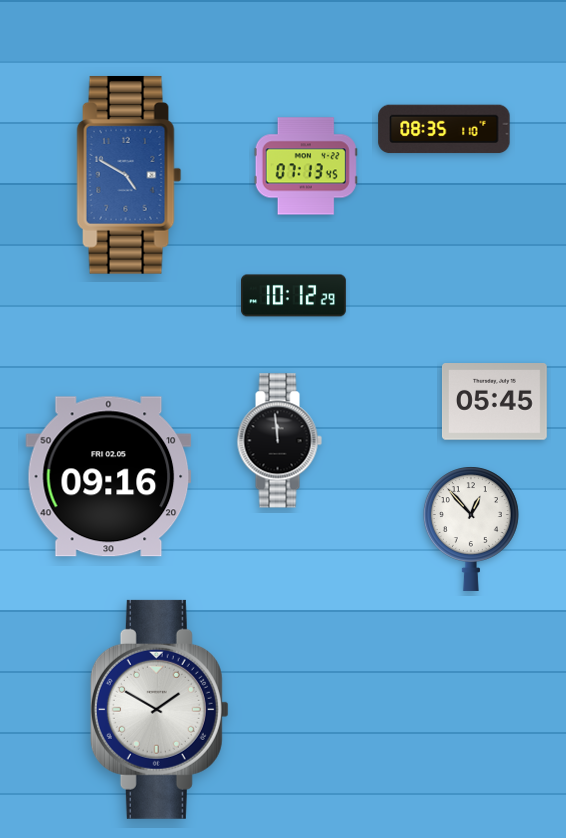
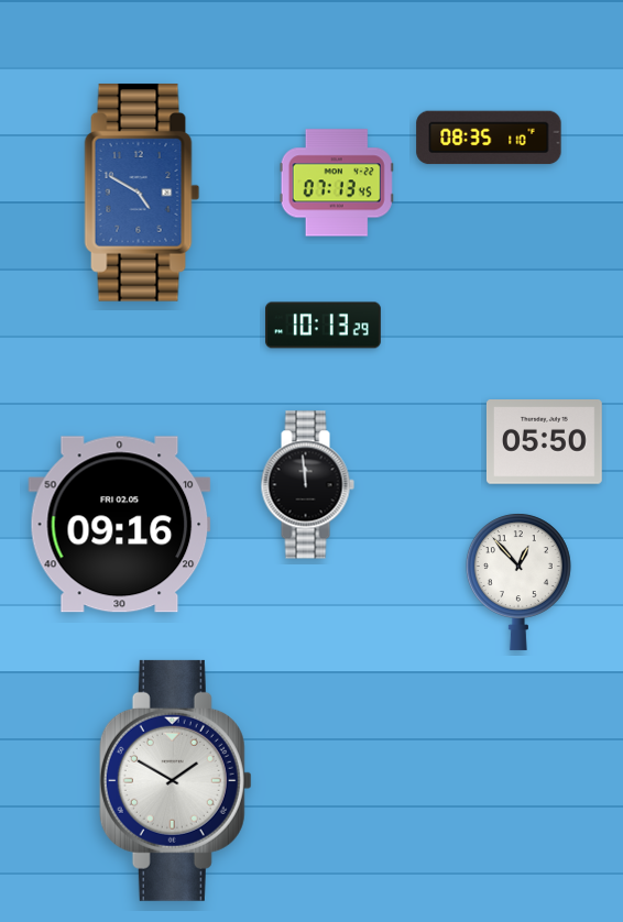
clock at (444, 129) position: (444, 129) -> (489, 138)
clock at (294, 296): 10:12 -> 10:13
clock at (494, 402): 05:45 -> 05:50
